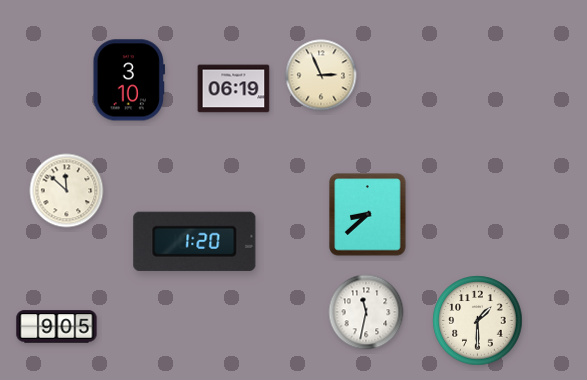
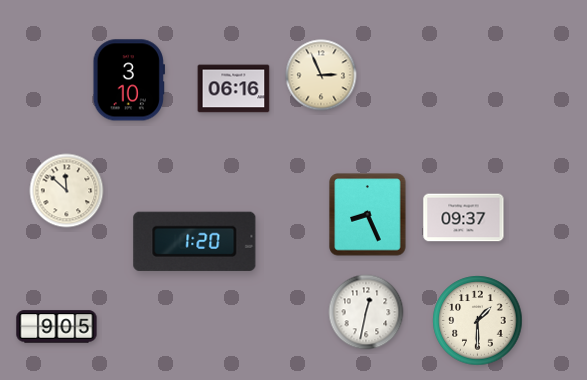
clock at (234, 89): 06:19 -> 06:16
clock at (368, 215): 8:38 -> 8:26
clock at (464, 218): none -> 09:37
clock at (366, 312): 11:32 -> 12:32
